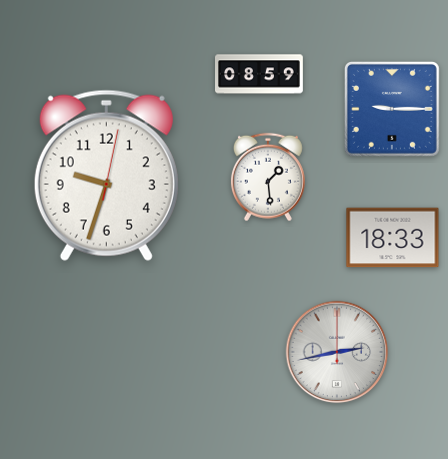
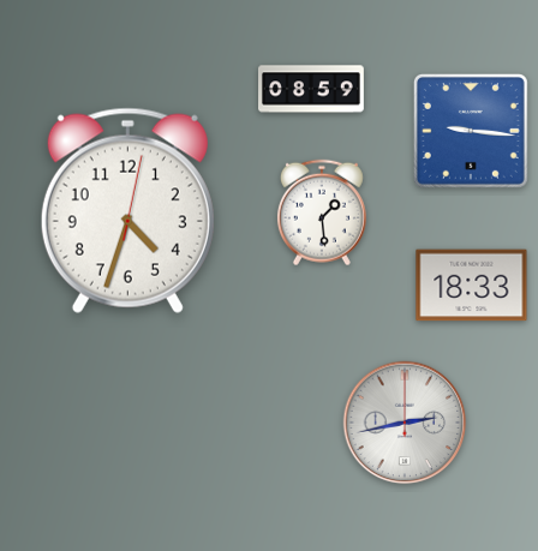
clock at (392, 109): 9:15 -> 9:16
clock at (106, 175): 9:33 -> 4:33
